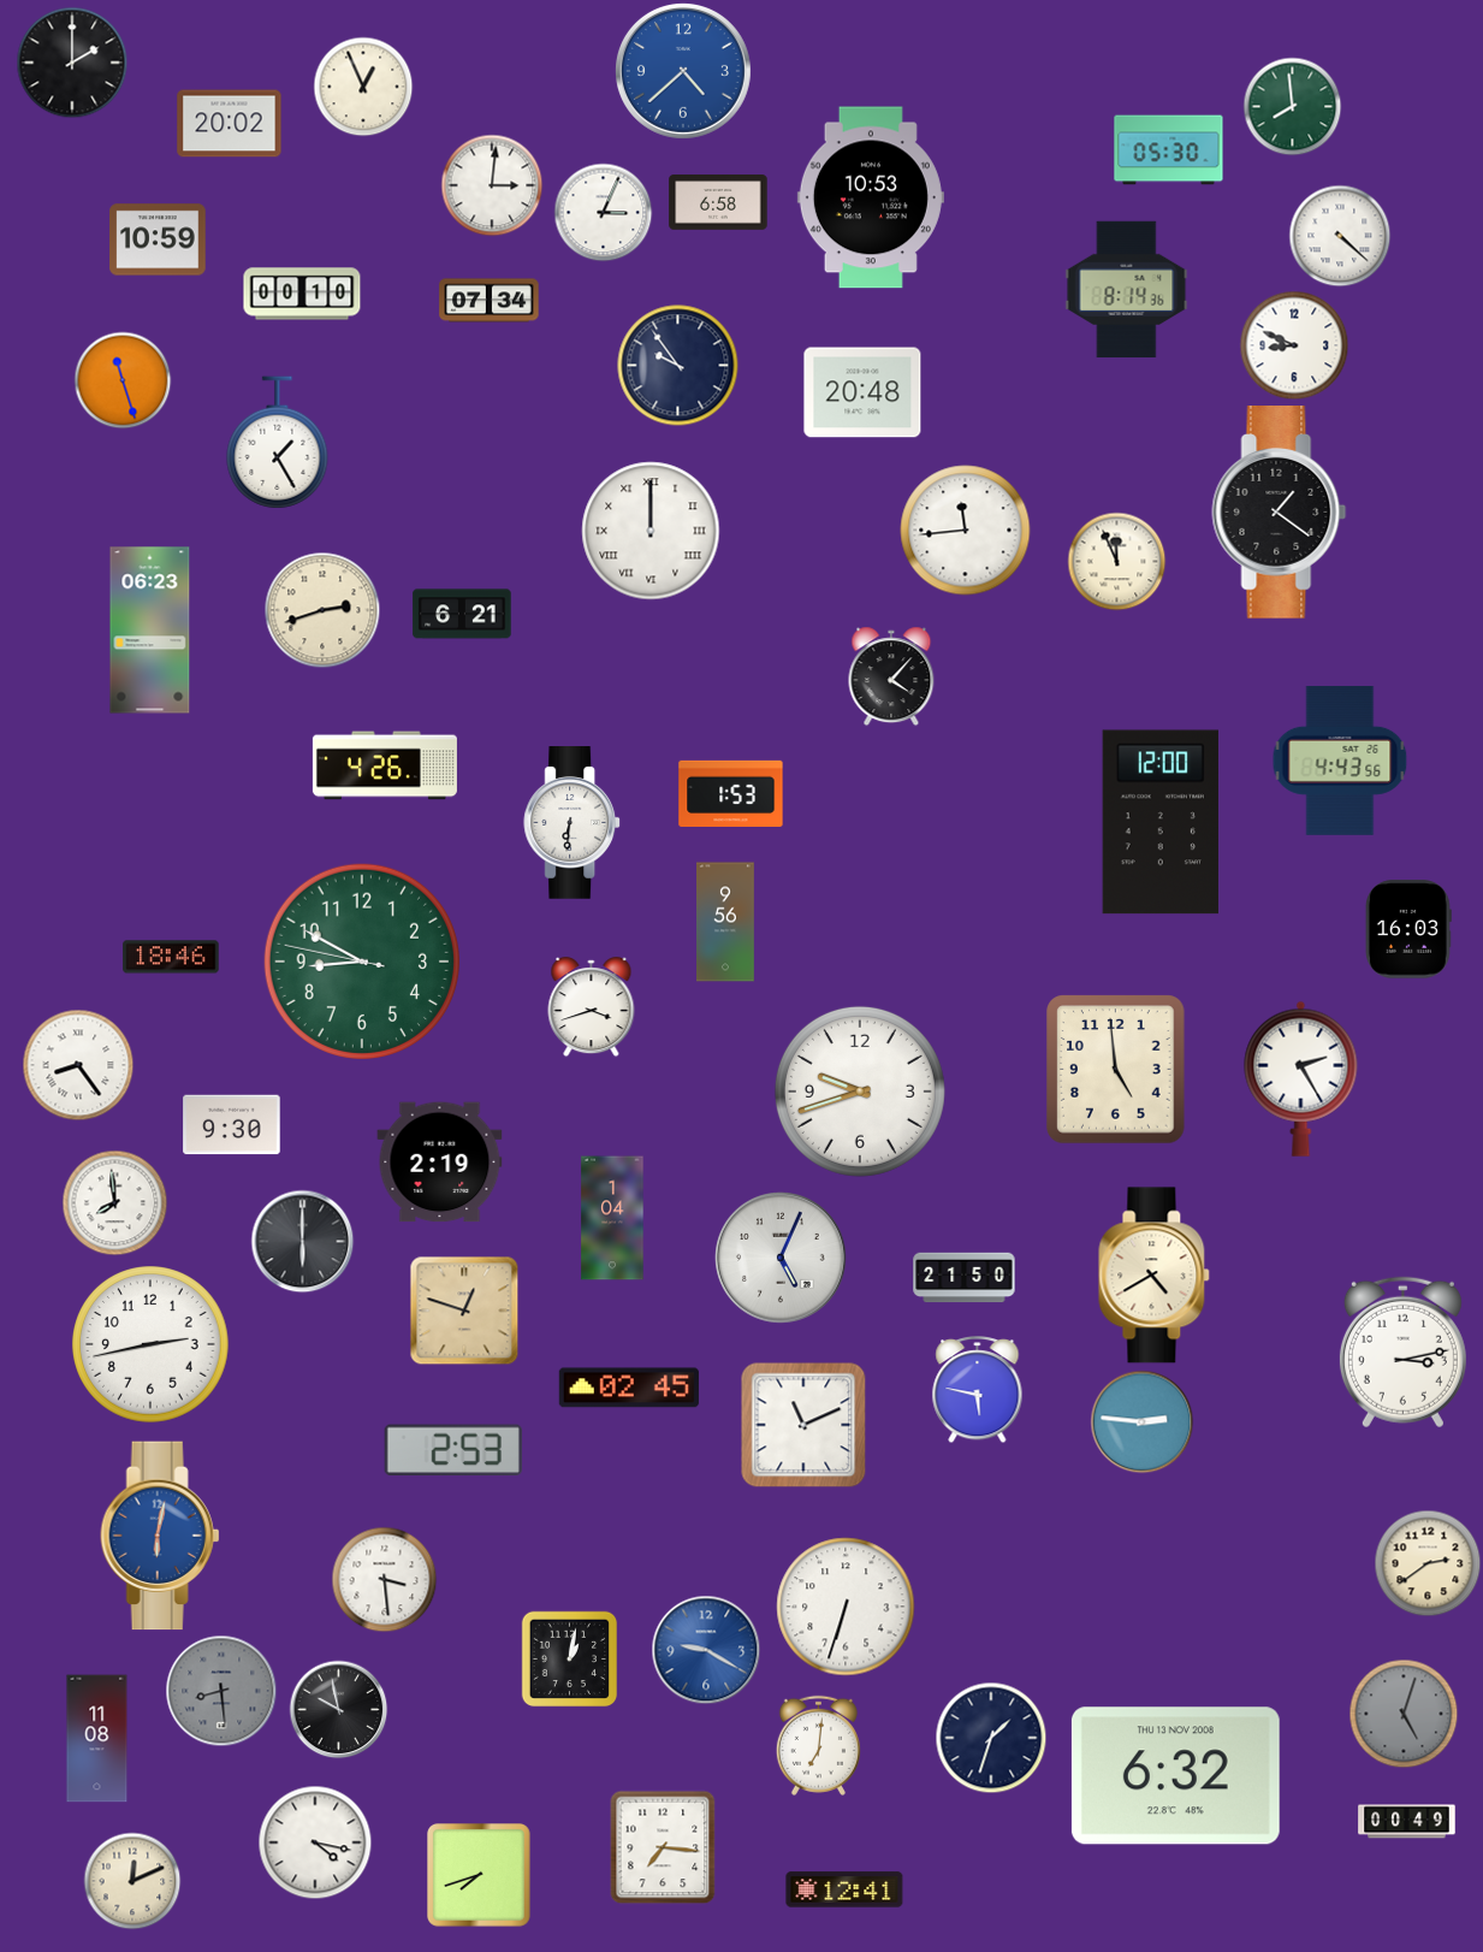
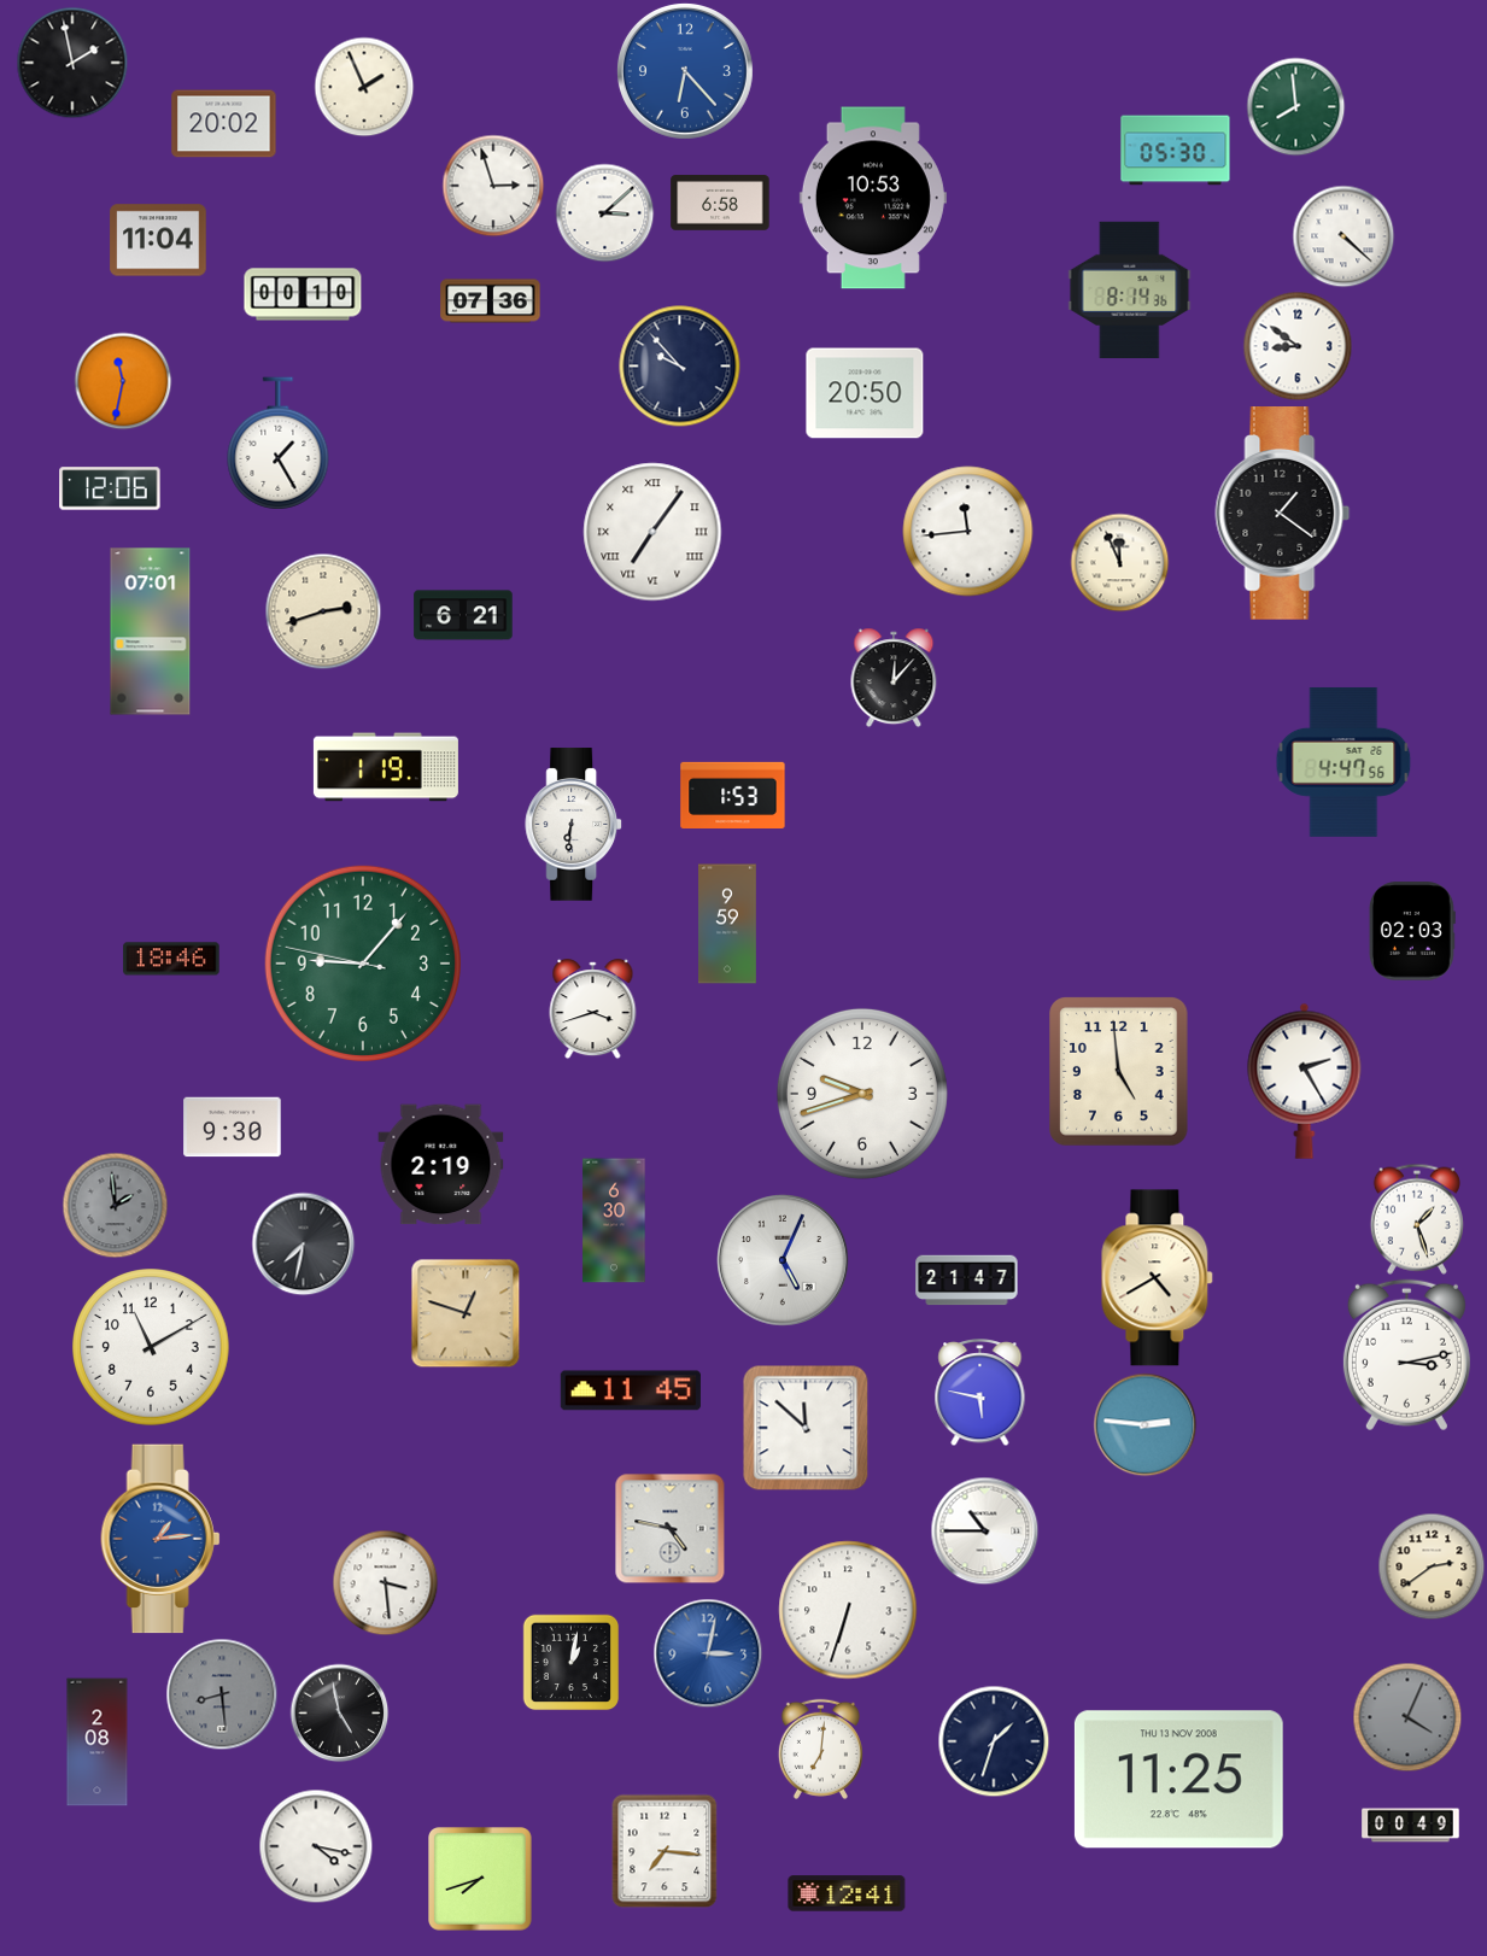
clock at (72, 63): 2:00 -> 1:58
clock at (683, 71): 4:38 -> 6:23
clock at (363, 87): 12:56 -> 1:56
clock at (230, 124) position: (230, 124) -> (224, 124)
clock at (1169, 150) position: (1169, 150) -> (1176, 151)
clock at (492, 185): 3:01 -> 2:57
clock at (603, 212): 3:04 -> 3:08
clock at (158, 239): 10:59 -> 11:04
clock at (490, 301): 07:34 -> 07:36
clock at (1294, 345): 8:49 -> 8:51
clock at (678, 366): 9:54 -> 9:53
clock at (123, 380): 11:27 -> 11:32
clock at (862, 392): 20:48 -> 20:50
clock at (110, 488): none -> 12:06
clock at (651, 531): 12:00 -> 7:06
clock at (150, 631): 06:23 -> 07:01
clock at (891, 676): 4:07 -> 12:07
clock at (1340, 761): 4:43 -> 4:47
clock at (385, 765): 4:26 -> 1:19
clock at (1161, 822): 12:00 -> none
clock at (726, 922): 9:56 -> 9:59
clock at (1408, 929): 16:03 -> 02:03
clock at (361, 960): 8:49 -> 9:06
clock at (78, 1065): 8:24 -> none
clock at (114, 1202): 7:59 -> 1:59
clock at (114, 1202) dial: white -> grey
clock at (1417, 1219): none -> 1:27
clock at (612, 1218): 1:04 -> 6:30
clock at (302, 1241): 6:00 -> 7:32
clock at (965, 1278): 21:50 -> 21:47
clock at (150, 1344): 2:43 -> 11:10
clock at (629, 1388): 02:45 -> 11:45
clock at (803, 1425): 11:11 -> 11:52
clock at (453, 1450): 2:53 -> none
clock at (669, 1528): none -> 4:47
clock at (984, 1530): none -> 10:45
clock at (160, 1536): 6:02 -> 1:14
clock at (706, 1650): 9:20 -> 3:02
clock at (338, 1709): 9:58 -> 4:58
clock at (1404, 1714): 5:03 -> 4:04
clock at (97, 1739): 11:08 -> 2:08
clock at (1175, 1776): 6:32 -> 11:25
clock at (132, 1881): 12:11 -> none
